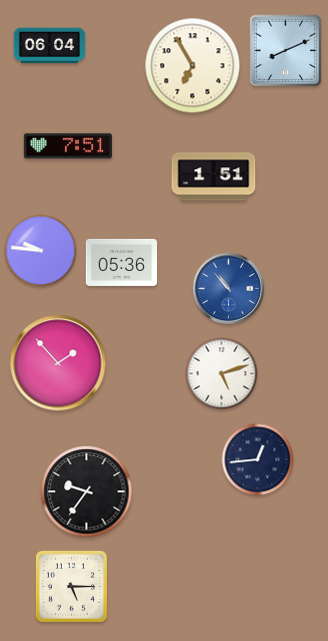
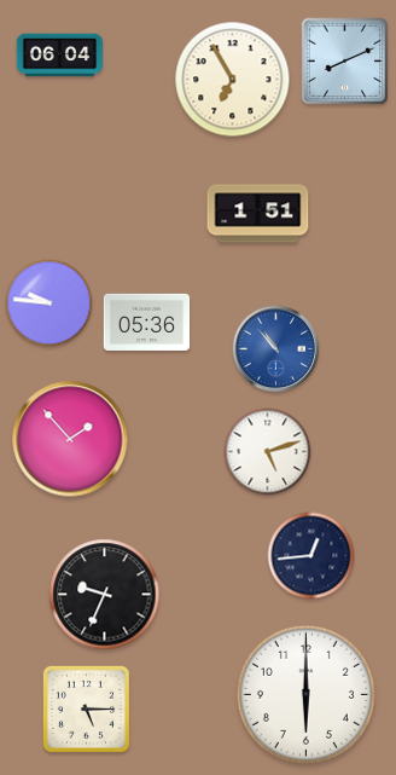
clock at (68, 146): 7:51 -> none
clock at (122, 262) position: (122, 262) -> (147, 322)
clock at (87, 492): 9:36 -> 9:34
clock at (305, 694): none -> 6:00
